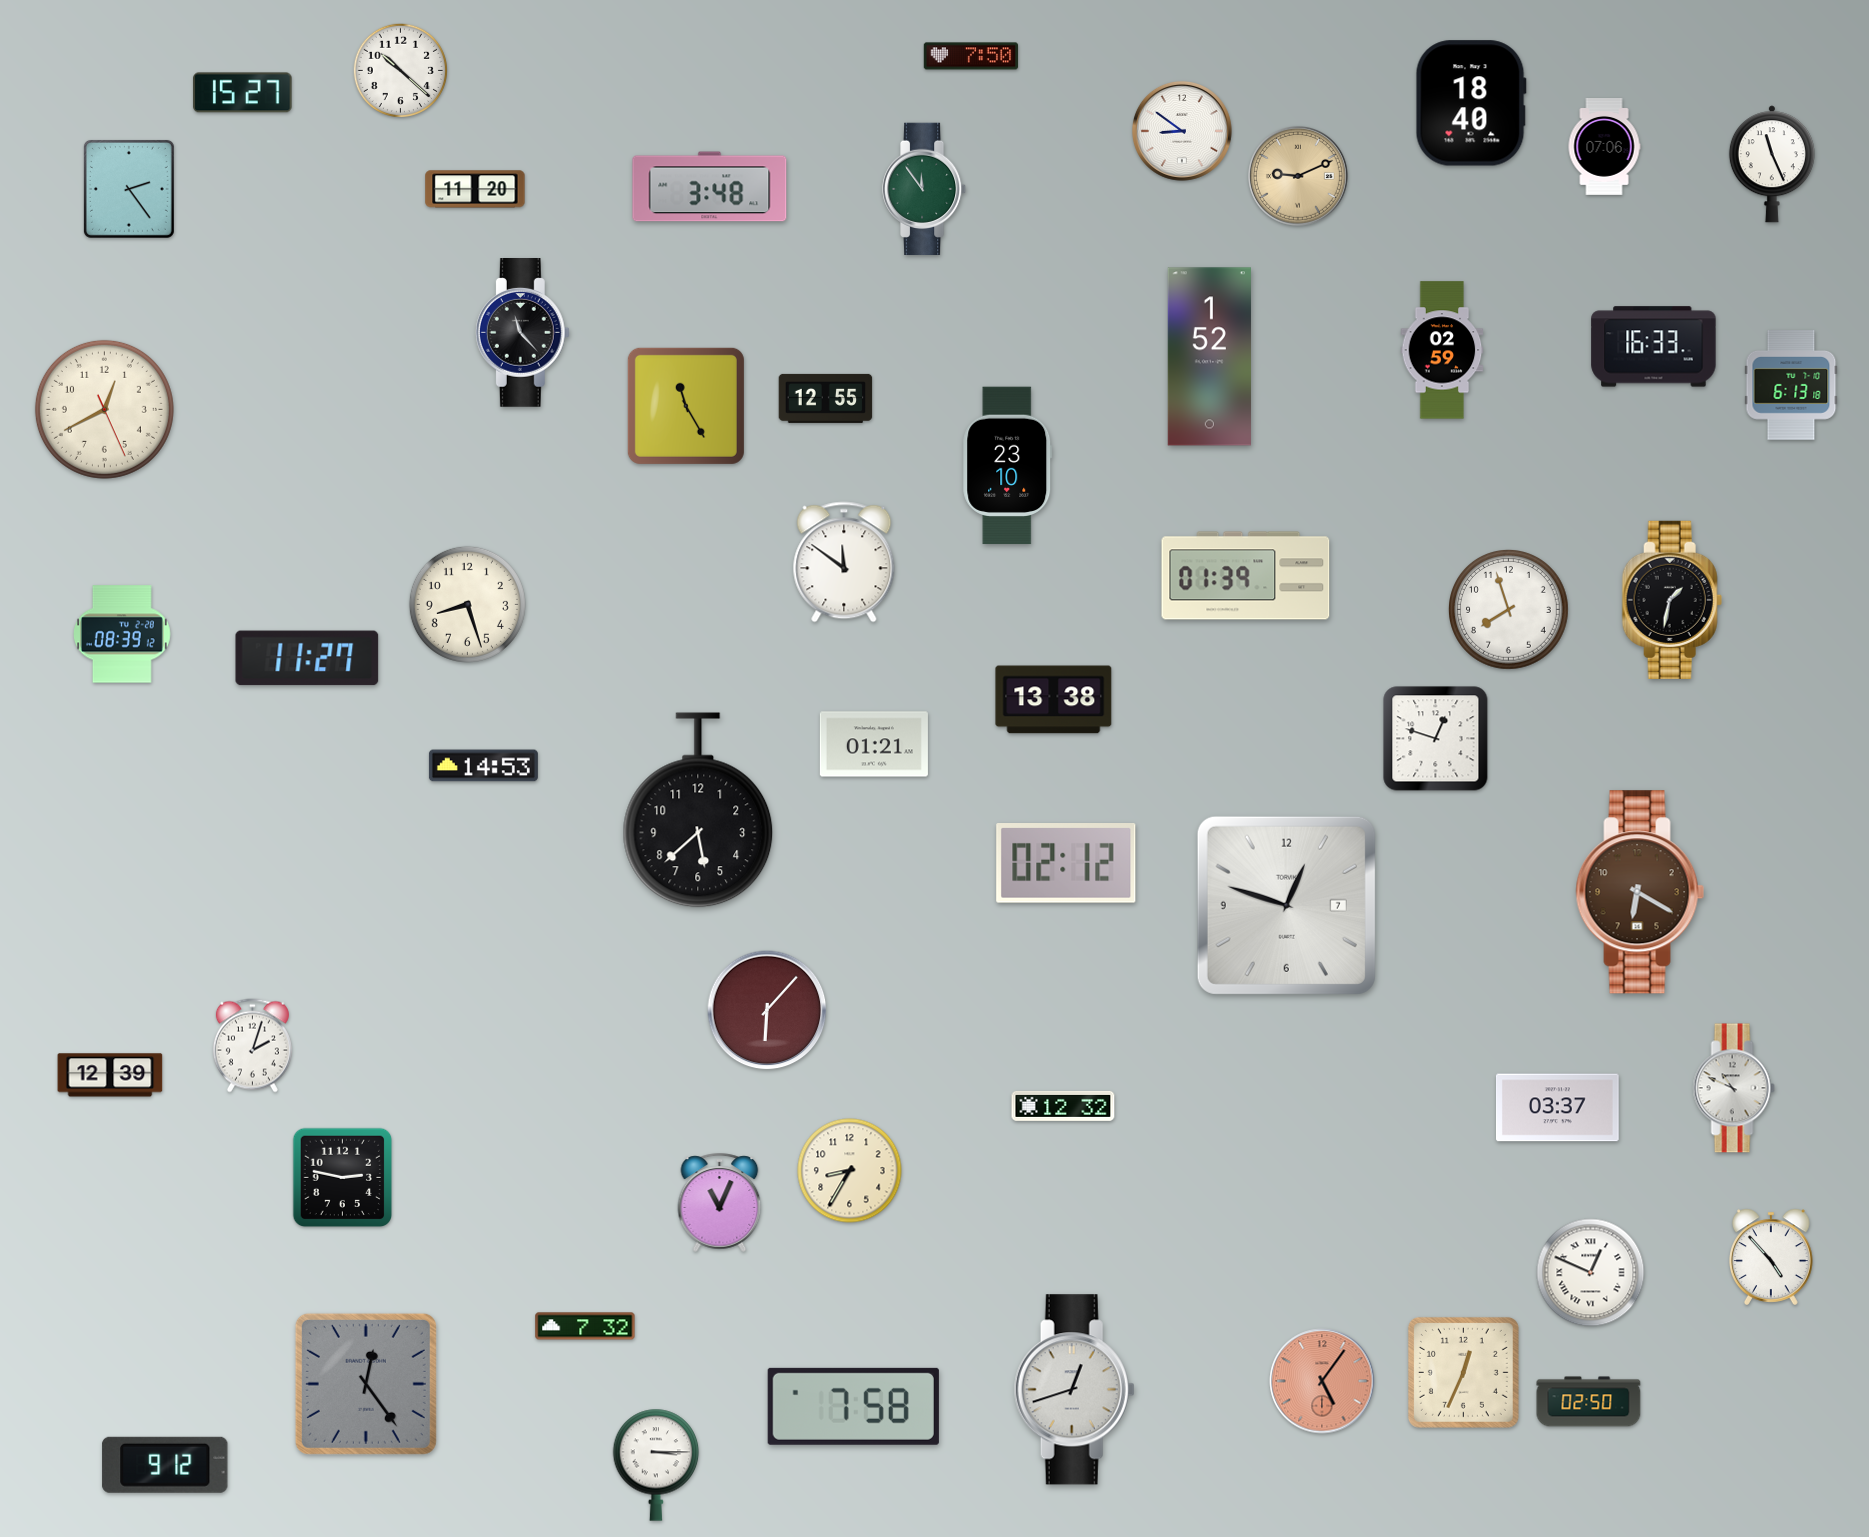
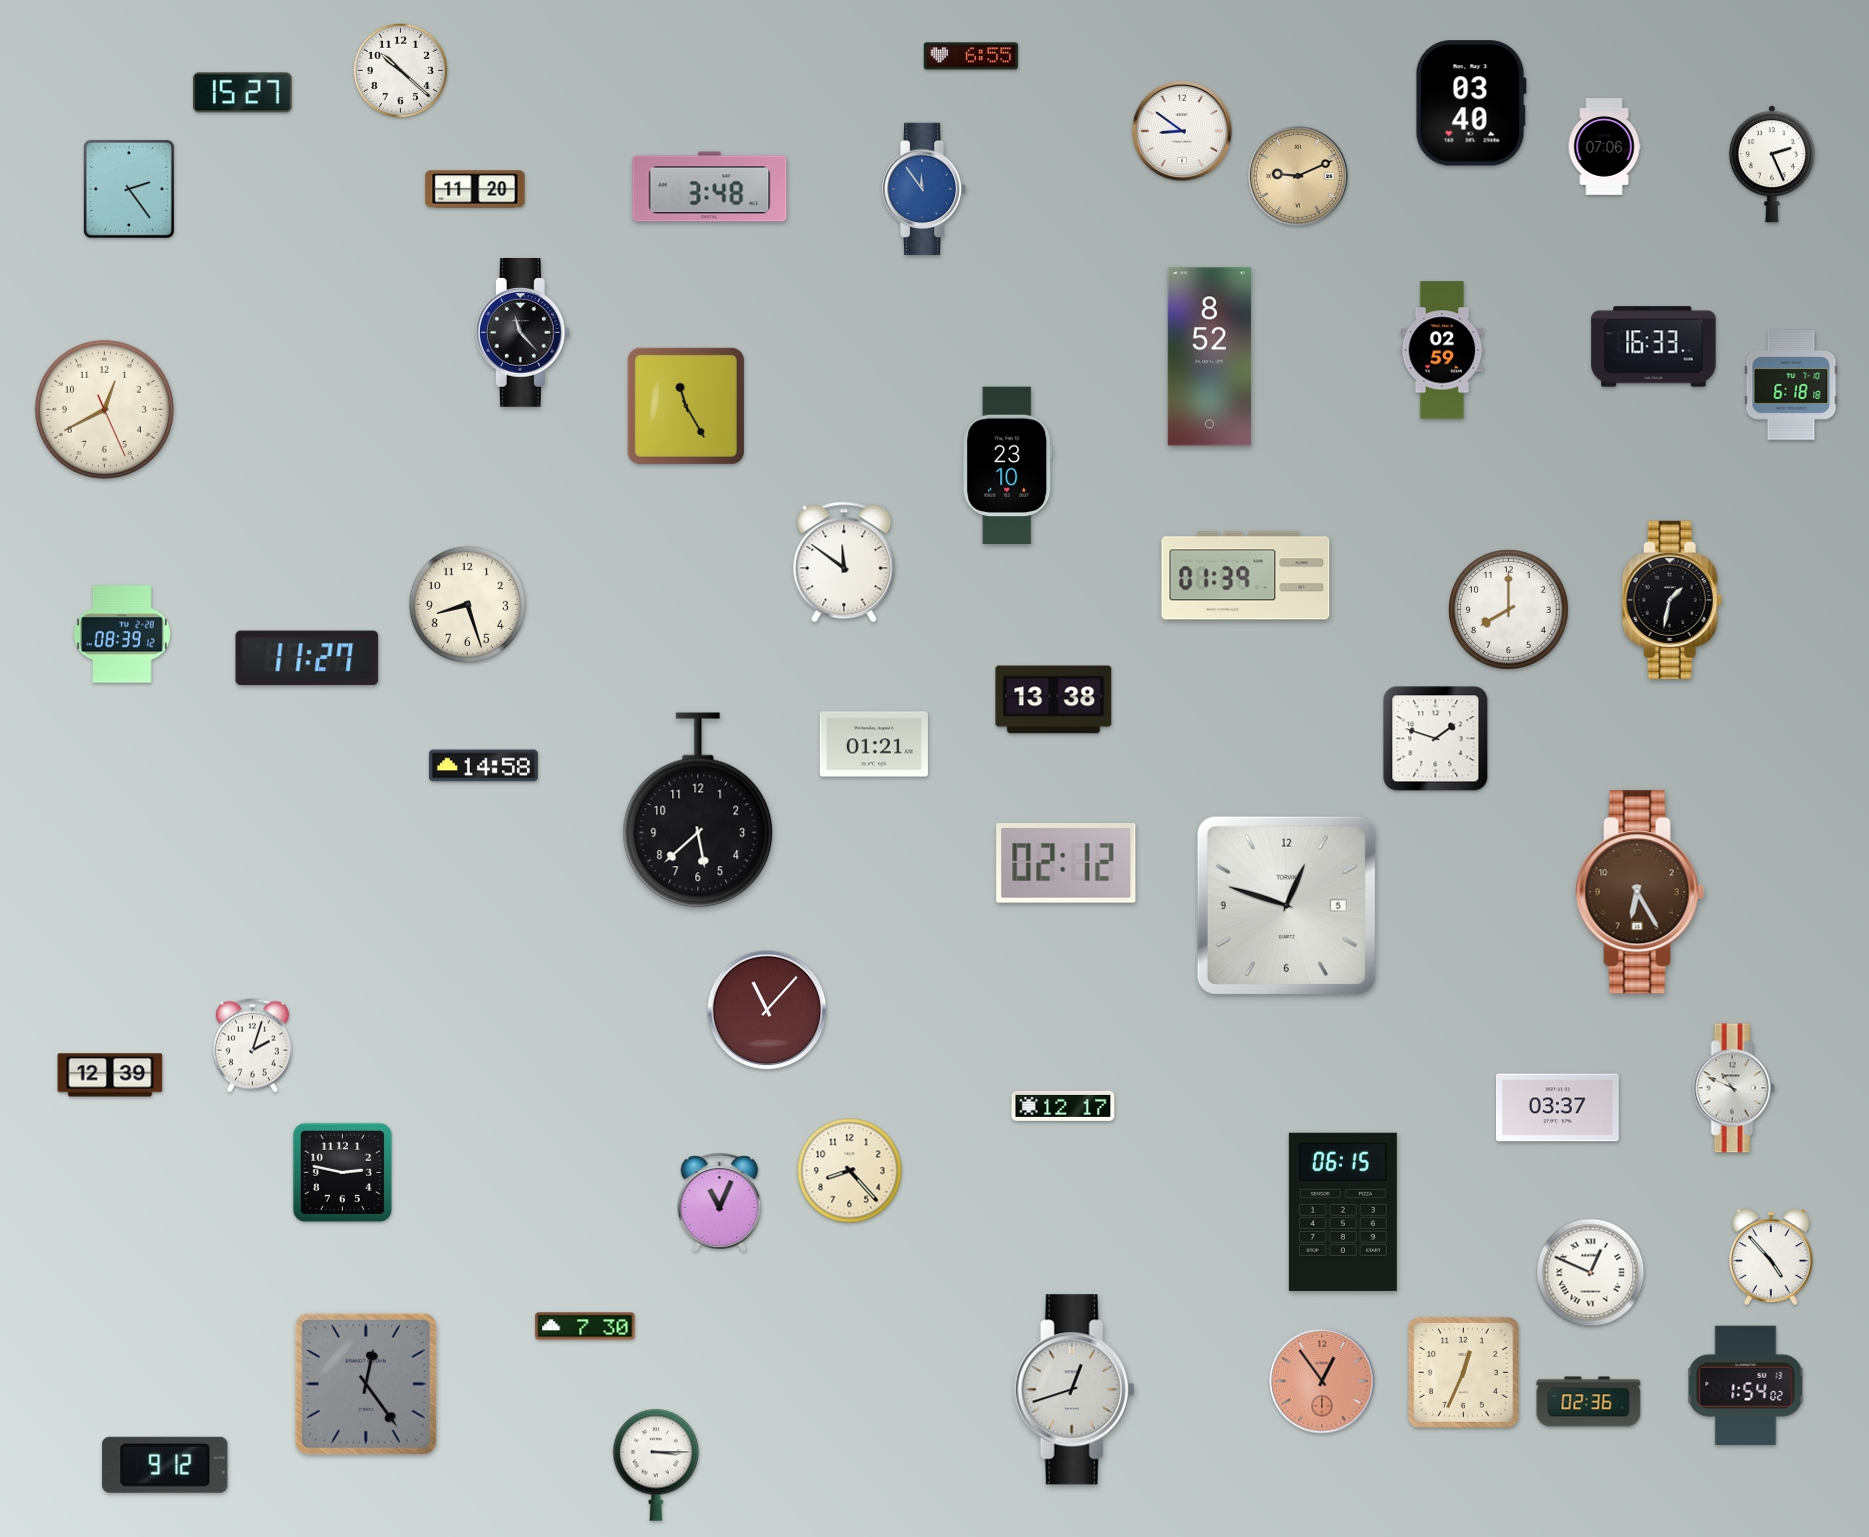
clock at (971, 56): 7:50 -> 6:55
clock at (1471, 103): 18:40 -> 03:40
clock at (1772, 164): 11:26 -> 2:26
clock at (924, 188) dial: green -> blue
clock at (1209, 357): 1:52 -> 8:52
clock at (1791, 386): 6:13 -> 6:18
clock at (826, 398): 12:55 -> none
clock at (1509, 610): 7:57 -> 8:00
clock at (1436, 739): 12:48 -> 1:48
clock at (483, 766): 14:53 -> 14:58
clock at (1640, 892): 6:20 -> 6:25
clock at (1286, 905) date: 7 -> 5
clock at (767, 1010): 6:07 -> 11:07
clock at (1063, 1106): 12:32 -> 12:17
clock at (850, 1171): 8:35 -> 8:23
clock at (343, 1178) position: (343, 1178) -> (343, 1173)
clock at (1343, 1212): none -> 06:15
clock at (585, 1326): 7:32 -> 7:30
clock at (1322, 1381): 5:06 -> 12:54
clock at (1746, 1385): none -> 1:54
clock at (1589, 1402): 02:50 -> 02:36
clock at (853, 1406): 7:58 -> none
